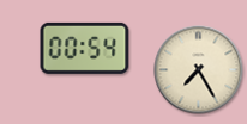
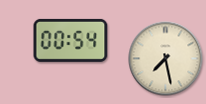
clock at (199, 70): 7:25 -> 7:28
